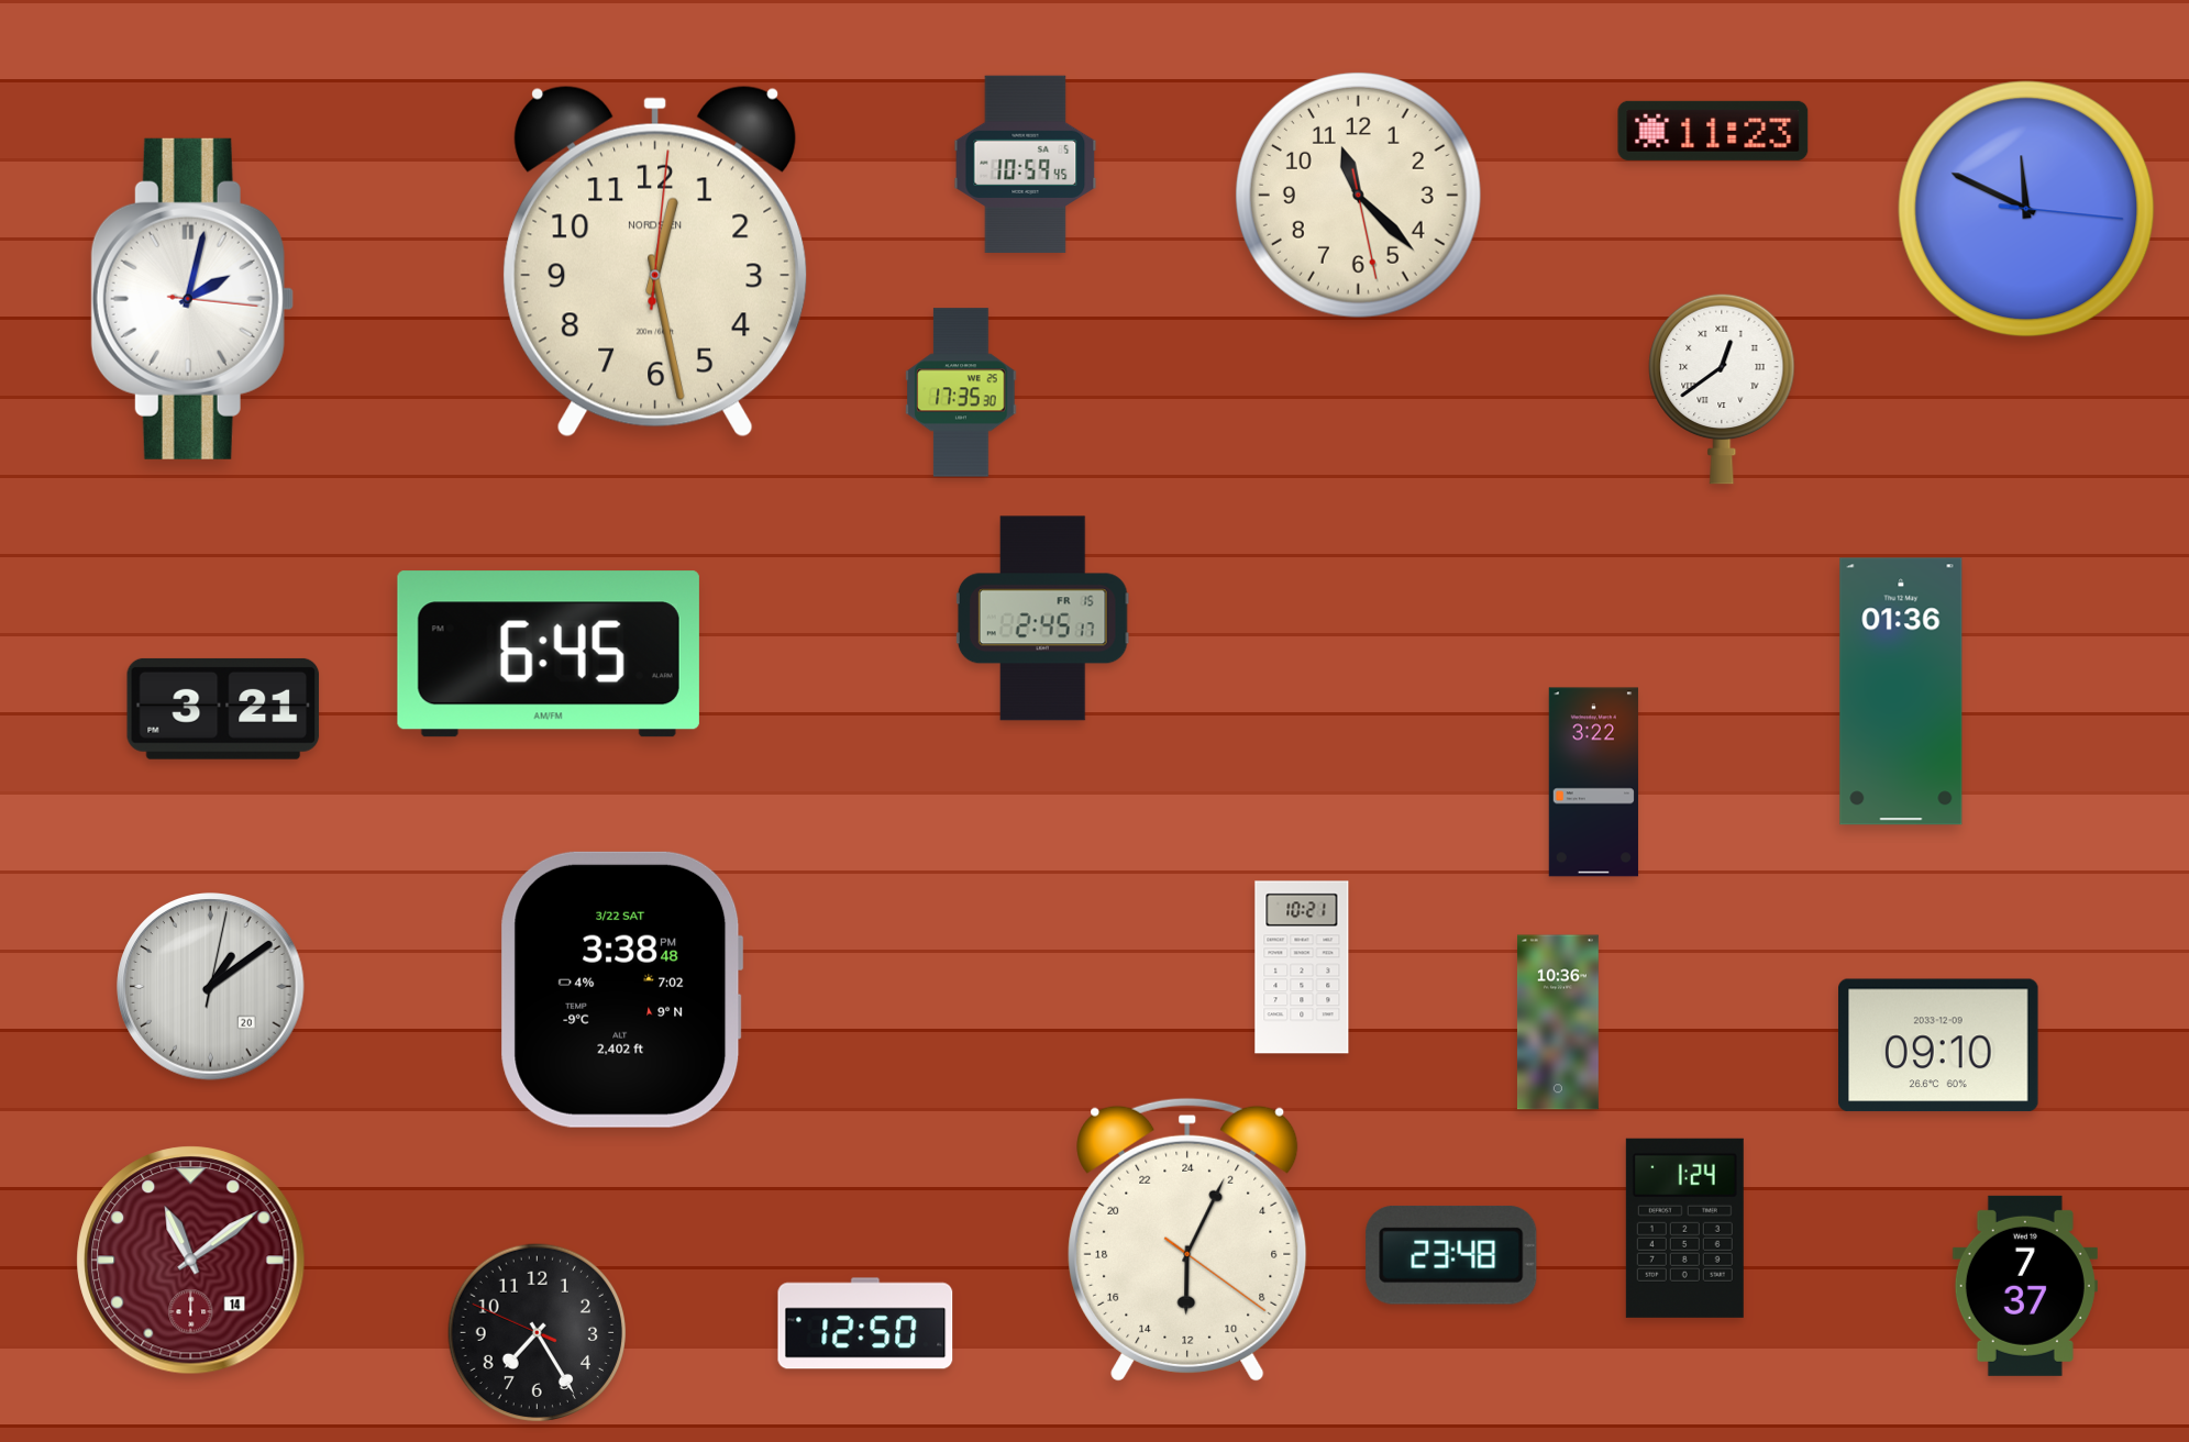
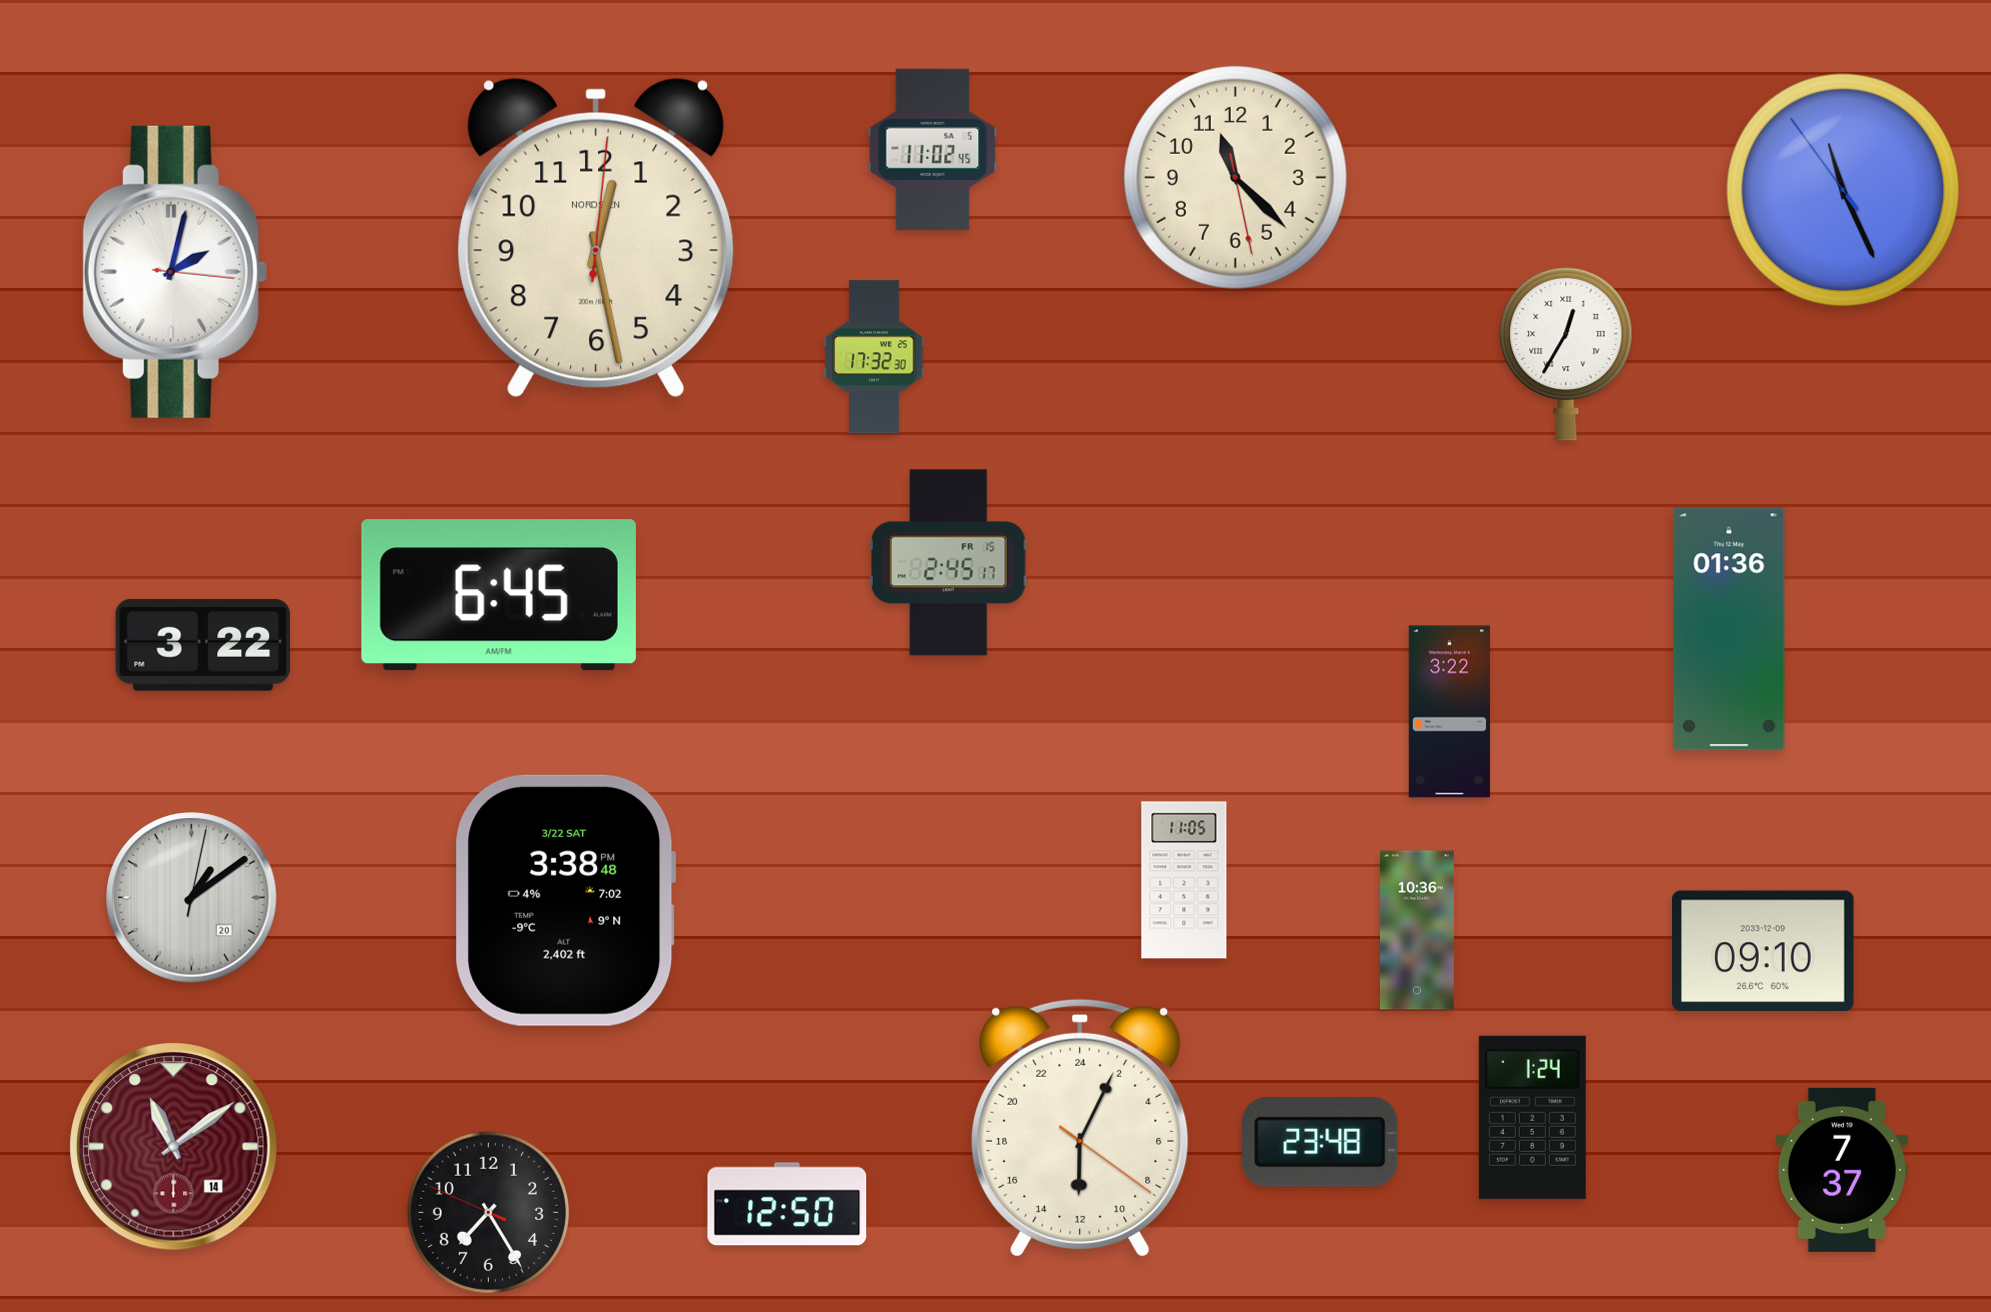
clock at (1713, 131): 11:23 -> none
clock at (1026, 165): 10:59 -> 11:02
clock at (2026, 209): 11:49 -> 11:25
clock at (1722, 389): 12:39 -> 12:35
clock at (961, 392): 17:35 -> 17:32
clock at (223, 709): 3:21 -> 3:22
clock at (1302, 967): 10:21 -> 11:05
